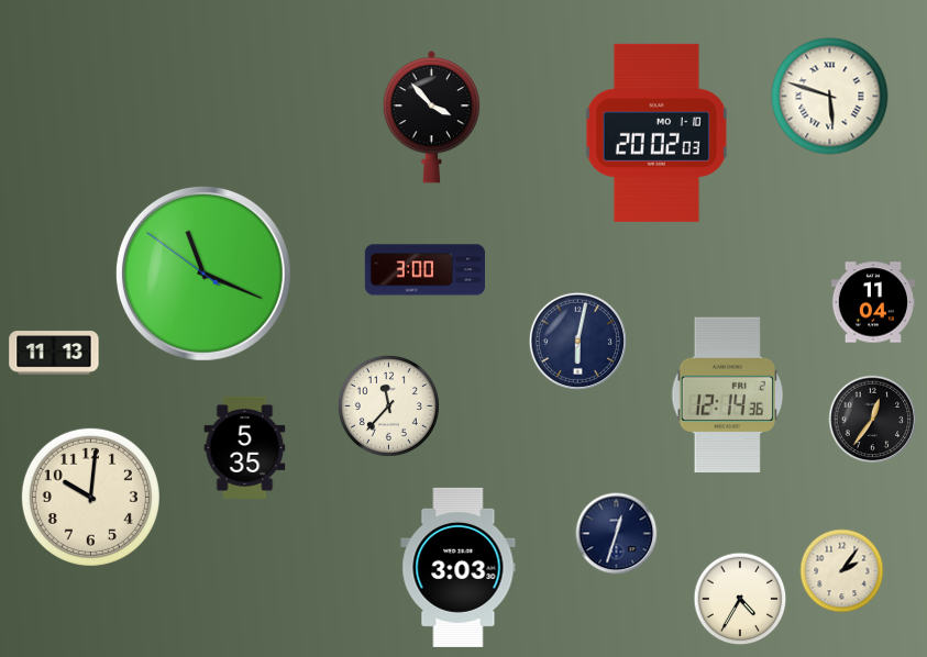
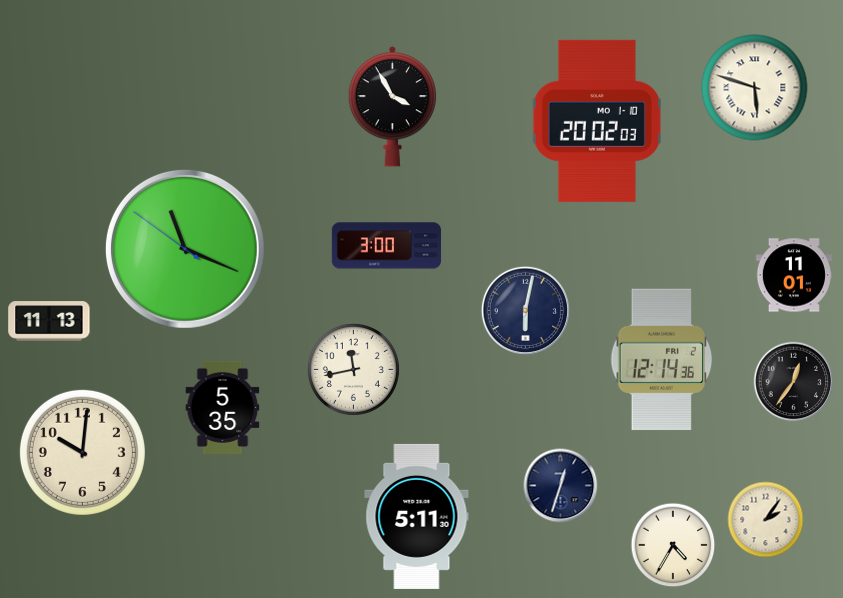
clock at (431, 118): 3:53 -> 3:55
clock at (873, 302): 11:04 -> 11:01
clock at (388, 405): 11:37 -> 11:43
clock at (459, 567): 3:03 -> 5:11
